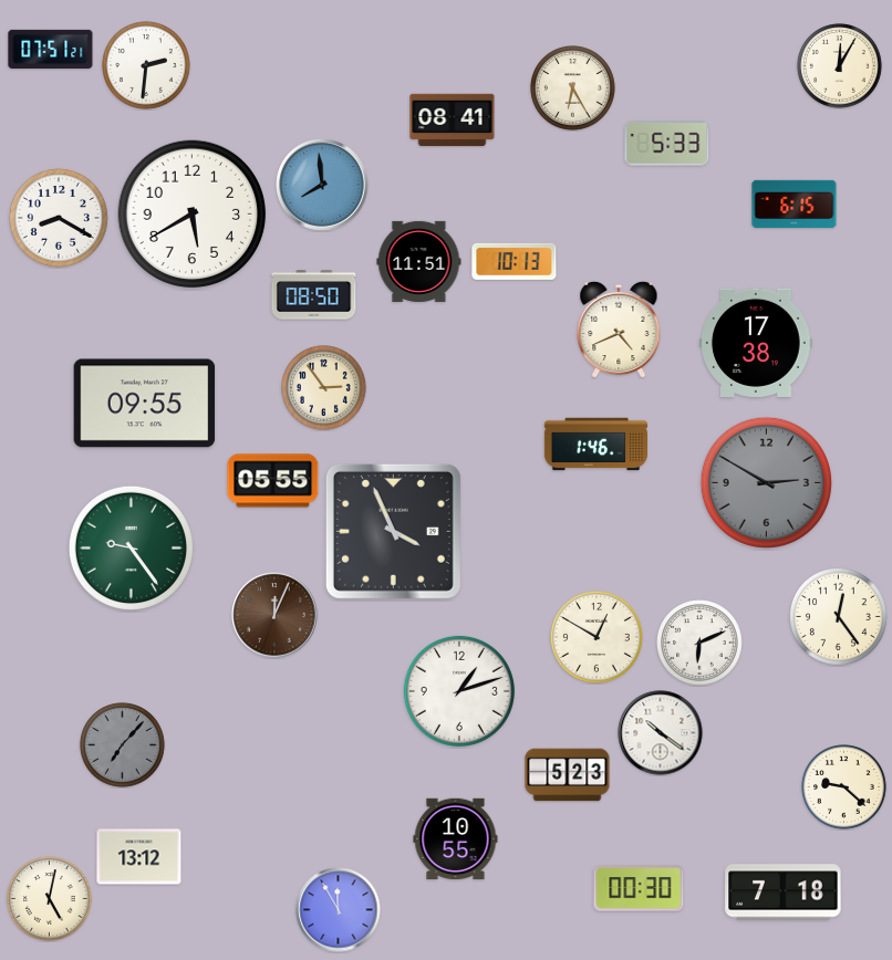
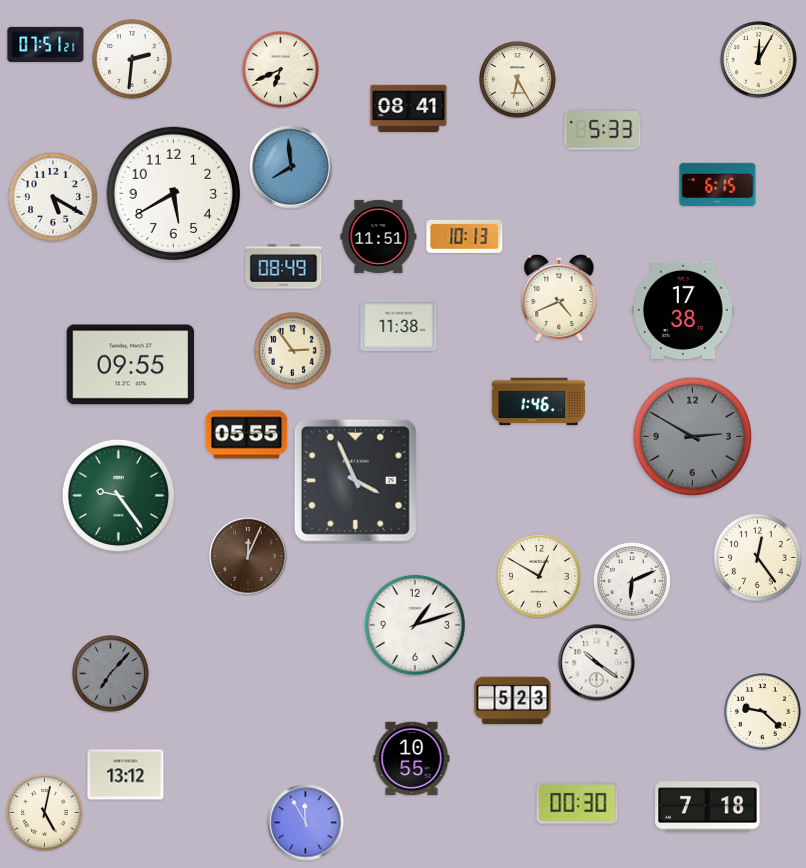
clock at (281, 70): none -> 6:41
clock at (59, 218): 8:20 -> 5:20
clock at (314, 295): 08:50 -> 08:49
clock at (399, 326): none -> 11:38
